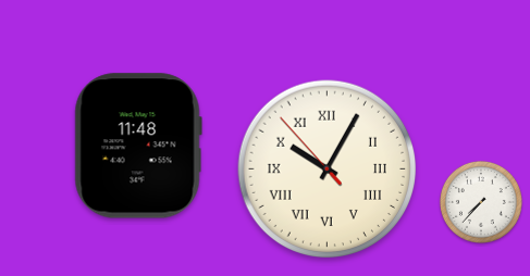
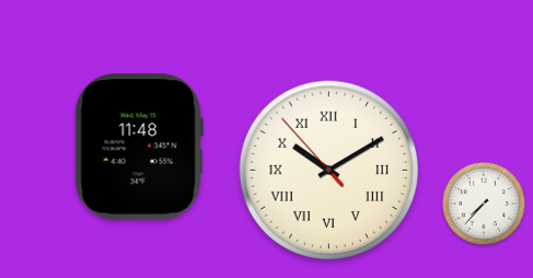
clock at (328, 170): 10:04 -> 10:09
